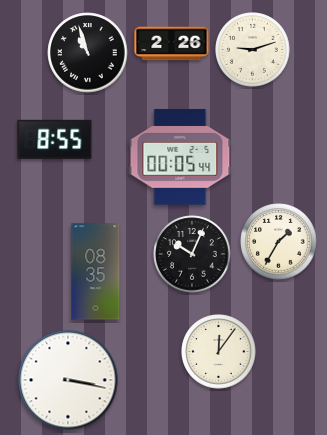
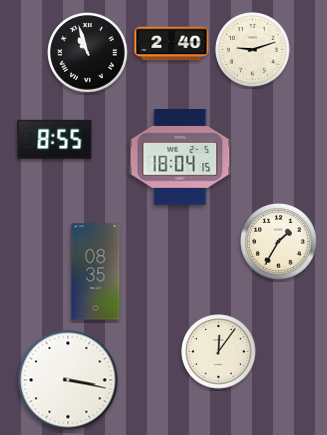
clock at (172, 44): 2:26 -> 2:40
clock at (180, 158): 00:05 -> 18:04
clock at (192, 254): 10:04 -> none
